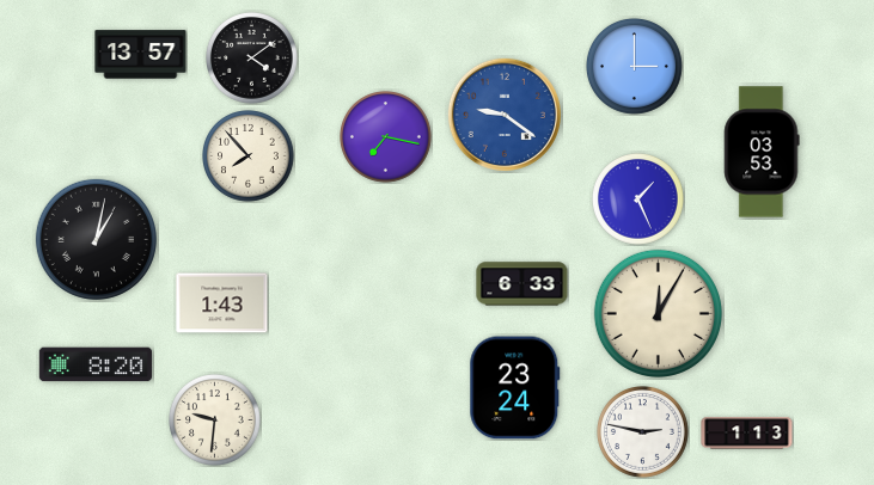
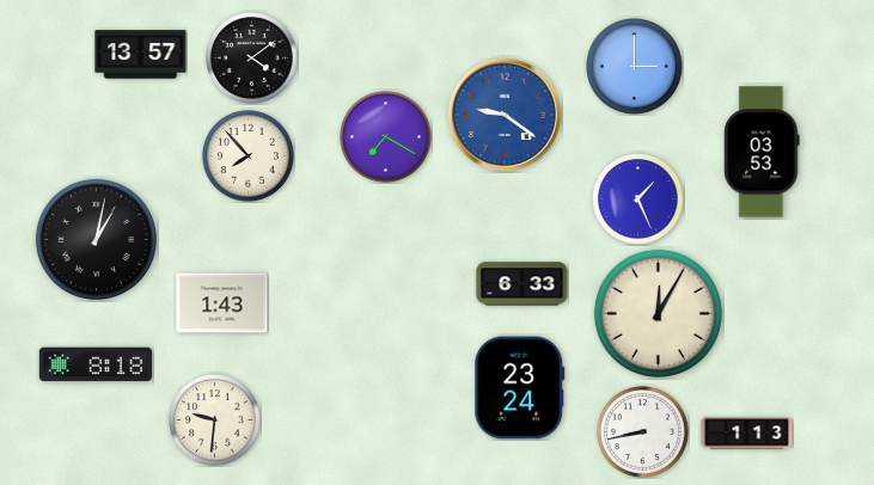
clock at (386, 137): 7:17 -> 7:20
clock at (96, 364): 8:20 -> 8:18
clock at (515, 388) position: (515, 388) -> (520, 388)
clock at (643, 432): 2:47 -> 8:43
